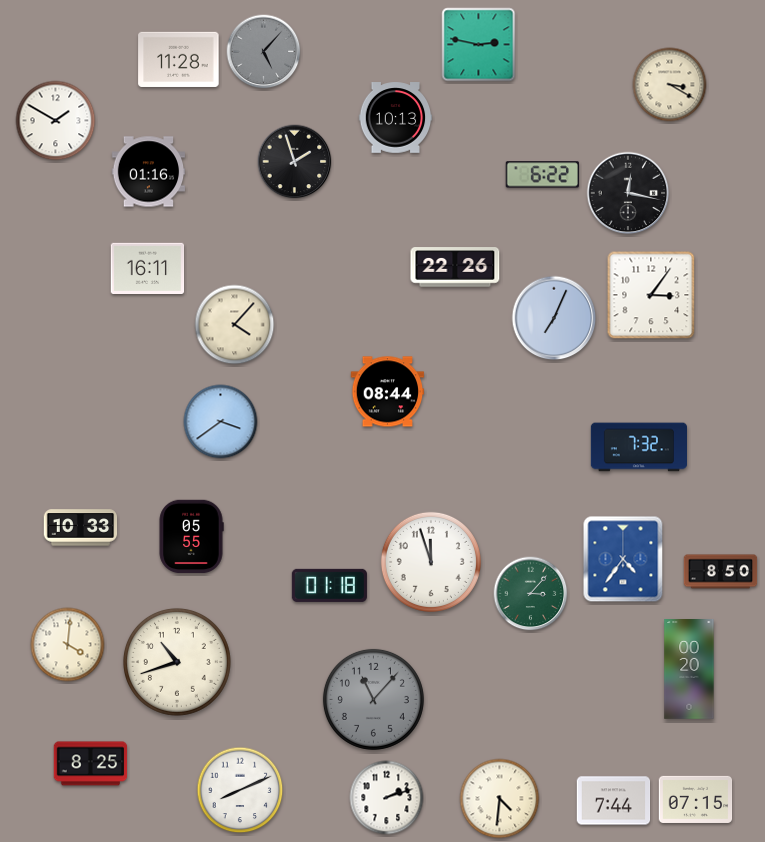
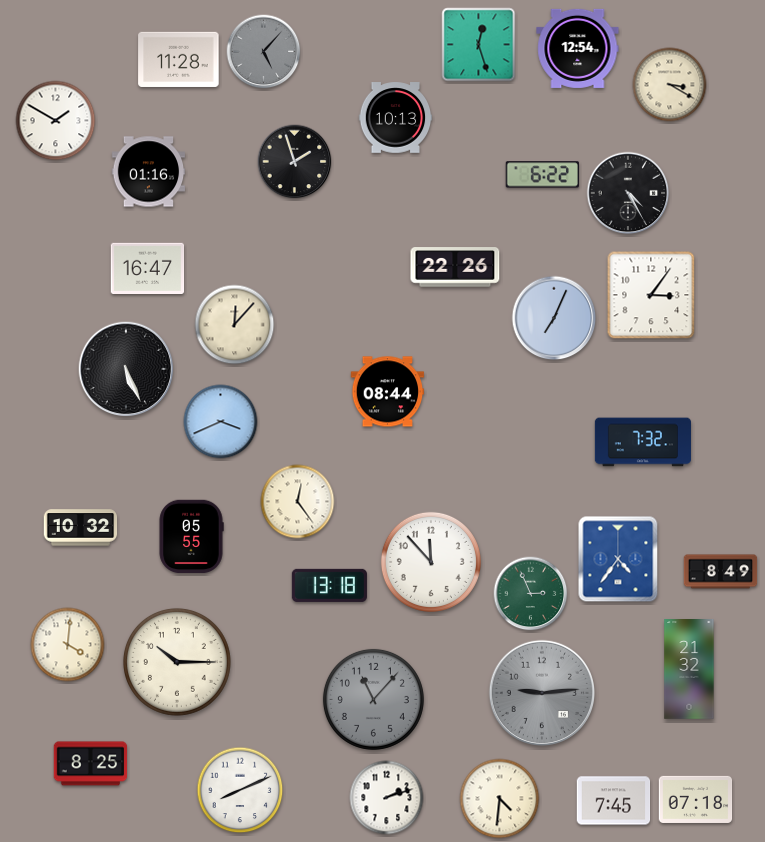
clock at (479, 45): 2:47 -> 12:27
clock at (578, 48): none -> 12:54
clock at (628, 193): 12:17 -> 4:25
clock at (148, 268): 16:11 -> 16:47
clock at (235, 325): 4:07 -> 12:07
clock at (126, 369): none -> 5:26
clock at (221, 422): 3:39 -> 3:41
clock at (638, 447) position: (638, 447) -> (642, 442)
clock at (298, 502): none -> 12:24
clock at (81, 528): 10:33 -> 10:32
clock at (623, 559) position: (623, 559) -> (618, 559)
clock at (431, 562): 11:57 -> 11:53
clock at (721, 572): 8:50 -> 8:49
clock at (329, 585): 01:18 -> 13:18
clock at (531, 594): 3:07 -> 2:56
clock at (177, 662): 10:42 -> 10:15
clock at (689, 670): 00:20 -> 21:32
clock at (541, 692): none -> 9:14
clock at (696, 799): 07:15 -> 07:18
clock at (614, 801): 7:44 -> 7:45
